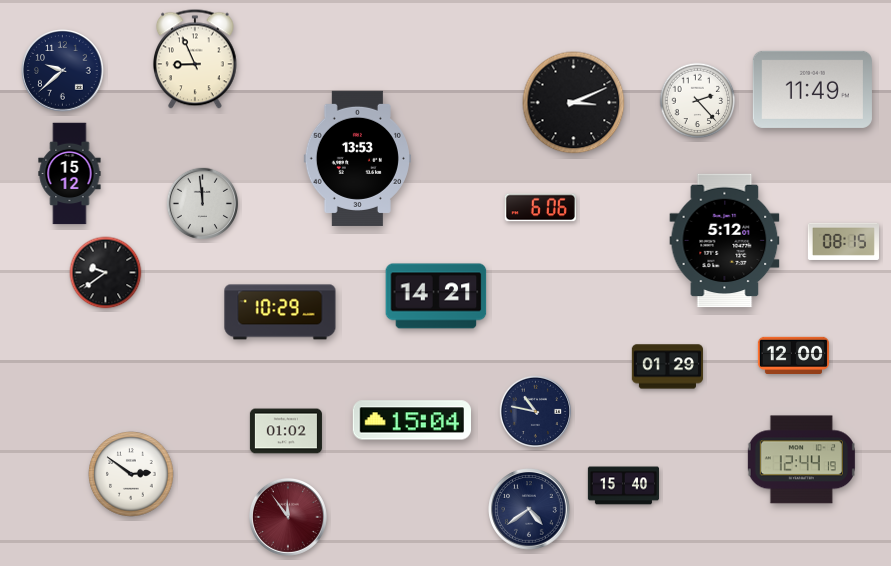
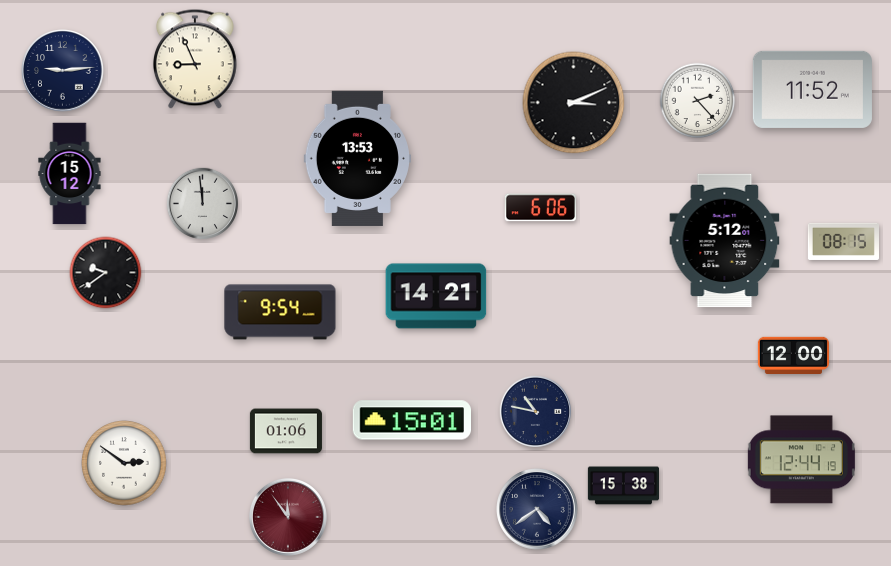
clock at (63, 71): 9:38 -> 9:14
clock at (812, 89): 11:49 -> 11:52
clock at (280, 312): 10:29 -> 9:54
clock at (667, 367): 01:29 -> none
clock at (411, 420): 15:04 -> 15:01
clock at (286, 431): 01:02 -> 01:06
clock at (131, 474) position: (131, 474) -> (124, 463)
clock at (623, 486): 15:40 -> 15:38
clock at (529, 509) position: (529, 509) -> (537, 509)
